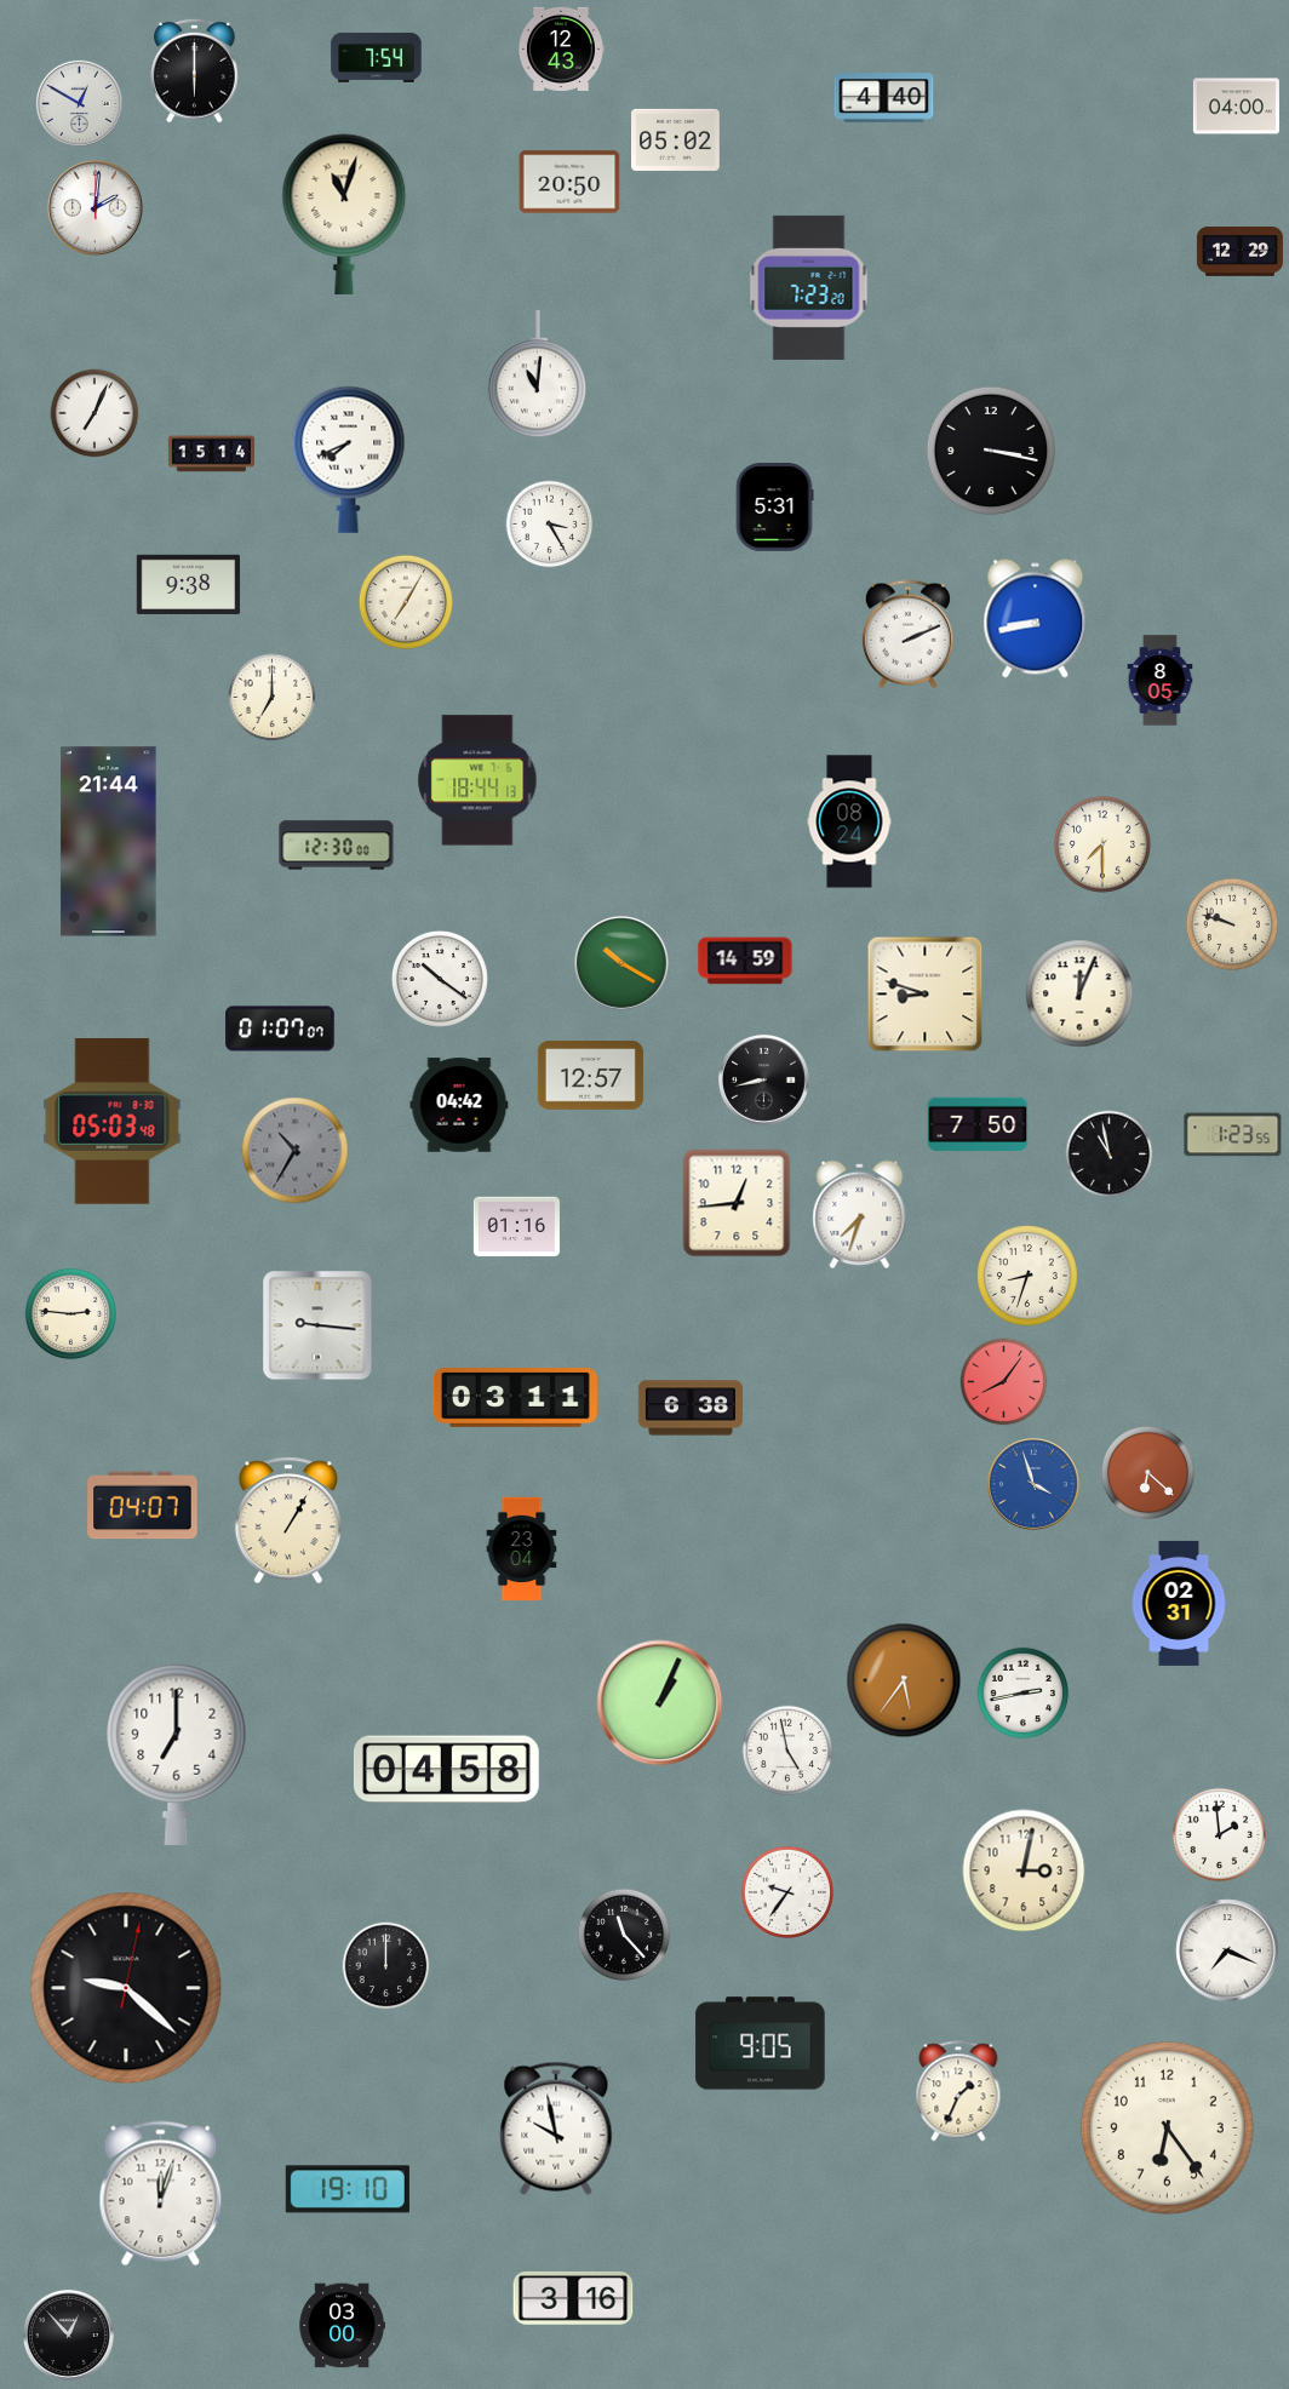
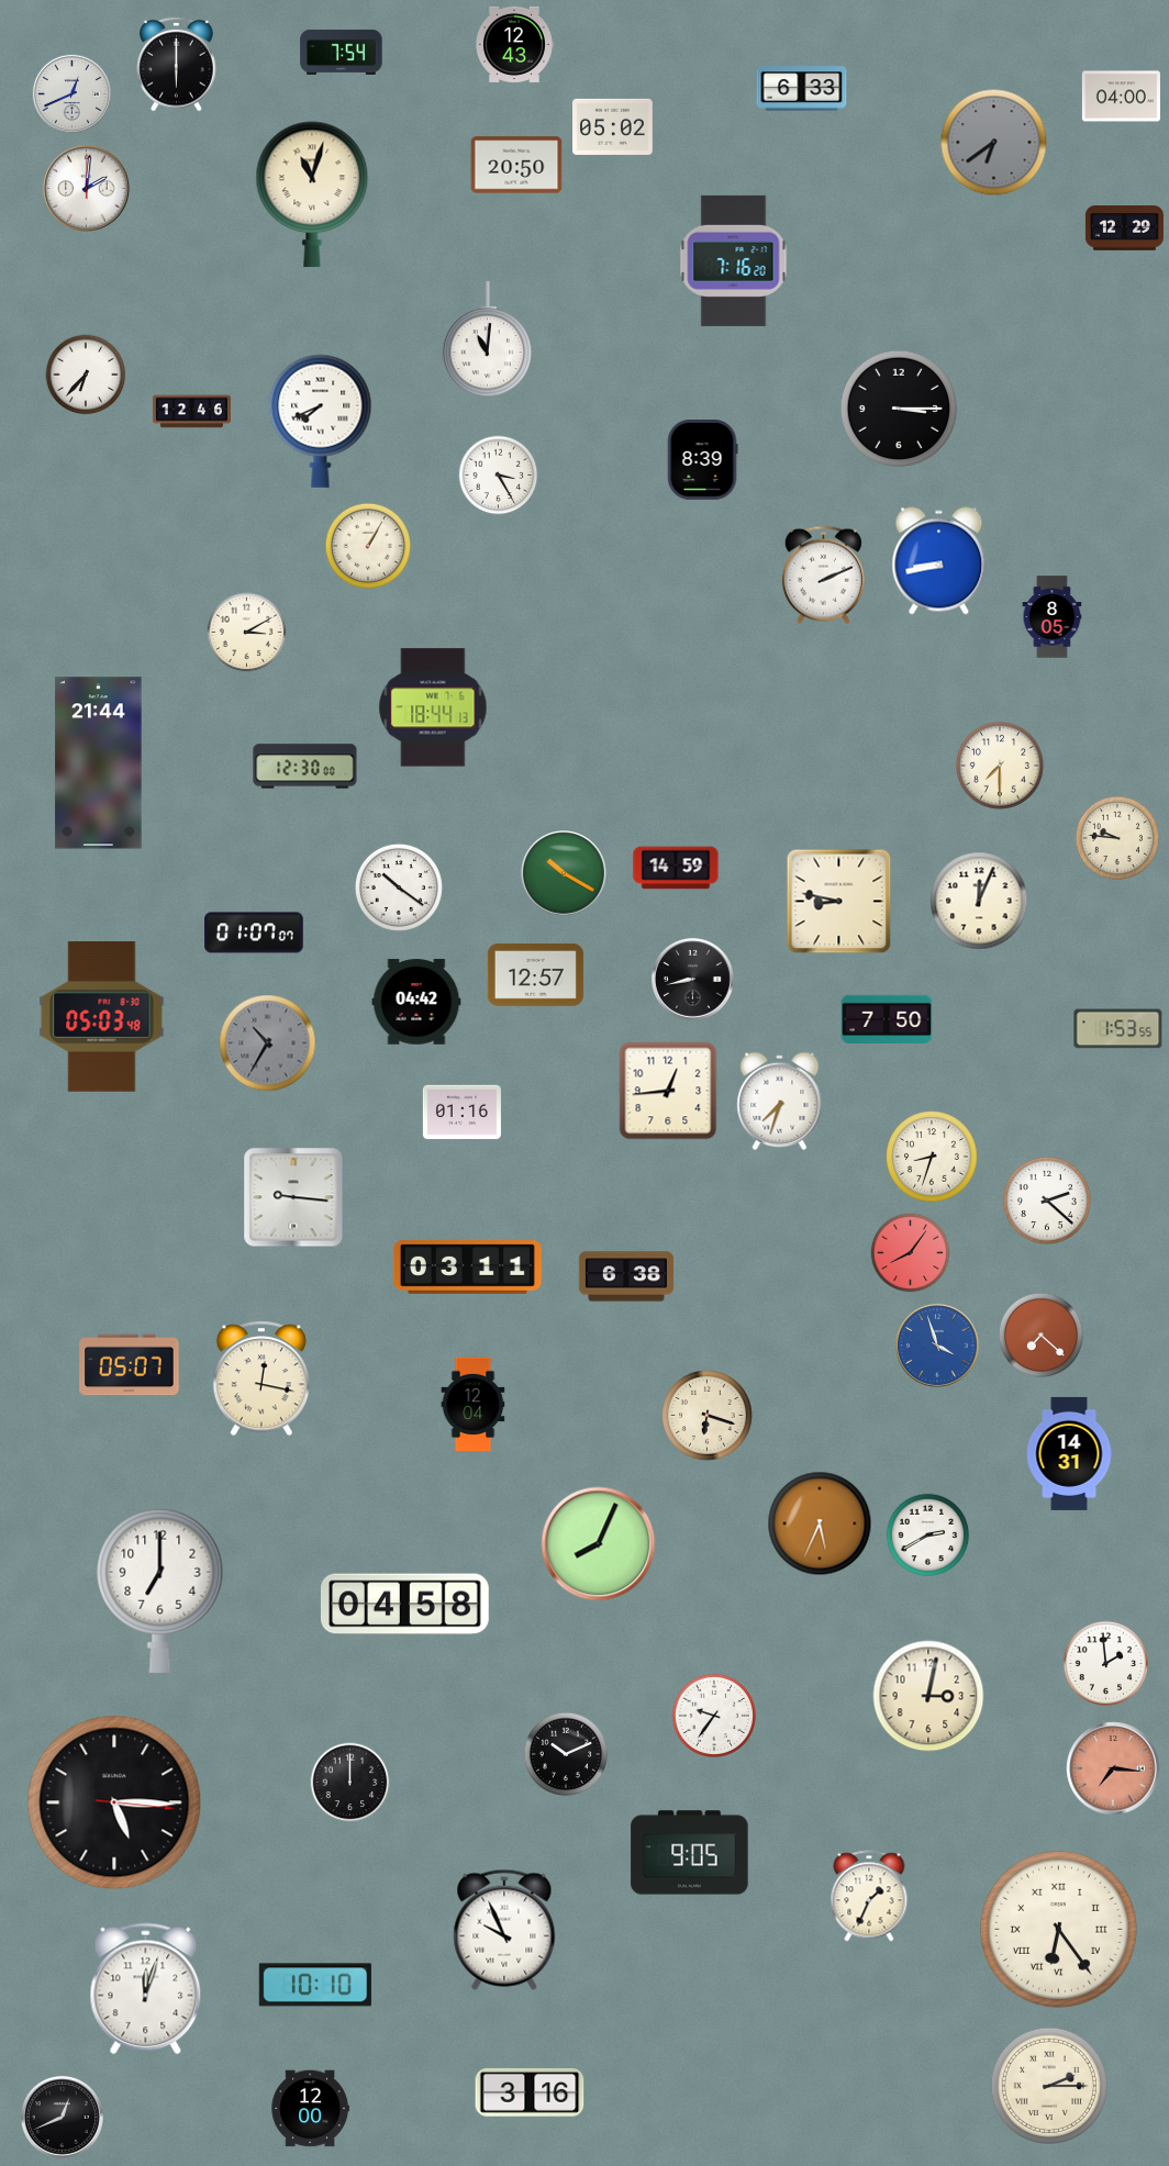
clock at (561, 48) position: (561, 48) -> (514, 44)
clock at (884, 98): 4:40 -> 6:33
clock at (79, 103): 12:50 -> 12:41
clock at (994, 143): none -> 6:39
clock at (809, 287): 7:23 -> 7:16
clock at (94, 413): 7:04 -> 6:37
clock at (990, 449): 3:17 -> 3:15
clock at (211, 454): 15:14 -> 12:46
clock at (349, 459) position: (349, 459) -> (321, 421)
clock at (774, 508): 5:31 -> 8:39
clock at (189, 584): 9:38 -> none
clock at (406, 602): 7:05 -> 1:05
clock at (273, 698): 7:00 -> 3:10
clock at (849, 821): 08:24 -> none
clock at (1231, 923): 9:48 -> 9:46
clock at (745, 961) position: (745, 961) -> (676, 868)
clock at (926, 995): 8:48 -> 8:47
clock at (1233, 1135): 1:23 -> 1:53
clock at (1110, 1155): 10:58 -> none
clock at (516, 1227) position: (516, 1227) -> (461, 1113)
clock at (71, 1314): 2:46 -> none
clock at (1047, 1201): none -> 2:22
clock at (317, 1325) position: (317, 1325) -> (293, 1197)
clock at (1147, 1472): 6:22 -> 7:22
clock at (143, 1506): 04:07 -> 05:07
clock at (288, 1520): 1:05 -> 12:17
clock at (522, 1549): 23:04 -> 12:04
clock at (708, 1416): none -> 6:18
clock at (1179, 1603): 02:31 -> 14:31
clock at (904, 1680): 5:36 -> 5:34
clock at (1024, 1694): 2:43 -> 2:40
clock at (660, 1703): 1:04 -> 8:04
clock at (787, 1751): 4:58 -> none
clock at (623, 1933): 11:23 -> 10:11
clock at (1227, 1950): 7:19 -> 7:16
clock at (1227, 1950) dial: white -> salmon
clock at (126, 1988): 9:22 -> 5:15
clock at (1167, 2127) numerals: Arabic -> Roman
clock at (556, 2129): 9:58 -> 9:56
clock at (348, 2189): 19:10 -> 10:10
clock at (573, 2298) position: (573, 2298) -> (530, 2092)
clock at (1048, 2085): none -> 2:15
clock at (342, 2326): 03:00 -> 12:00
clock at (68, 2334): 12:53 -> 12:41
